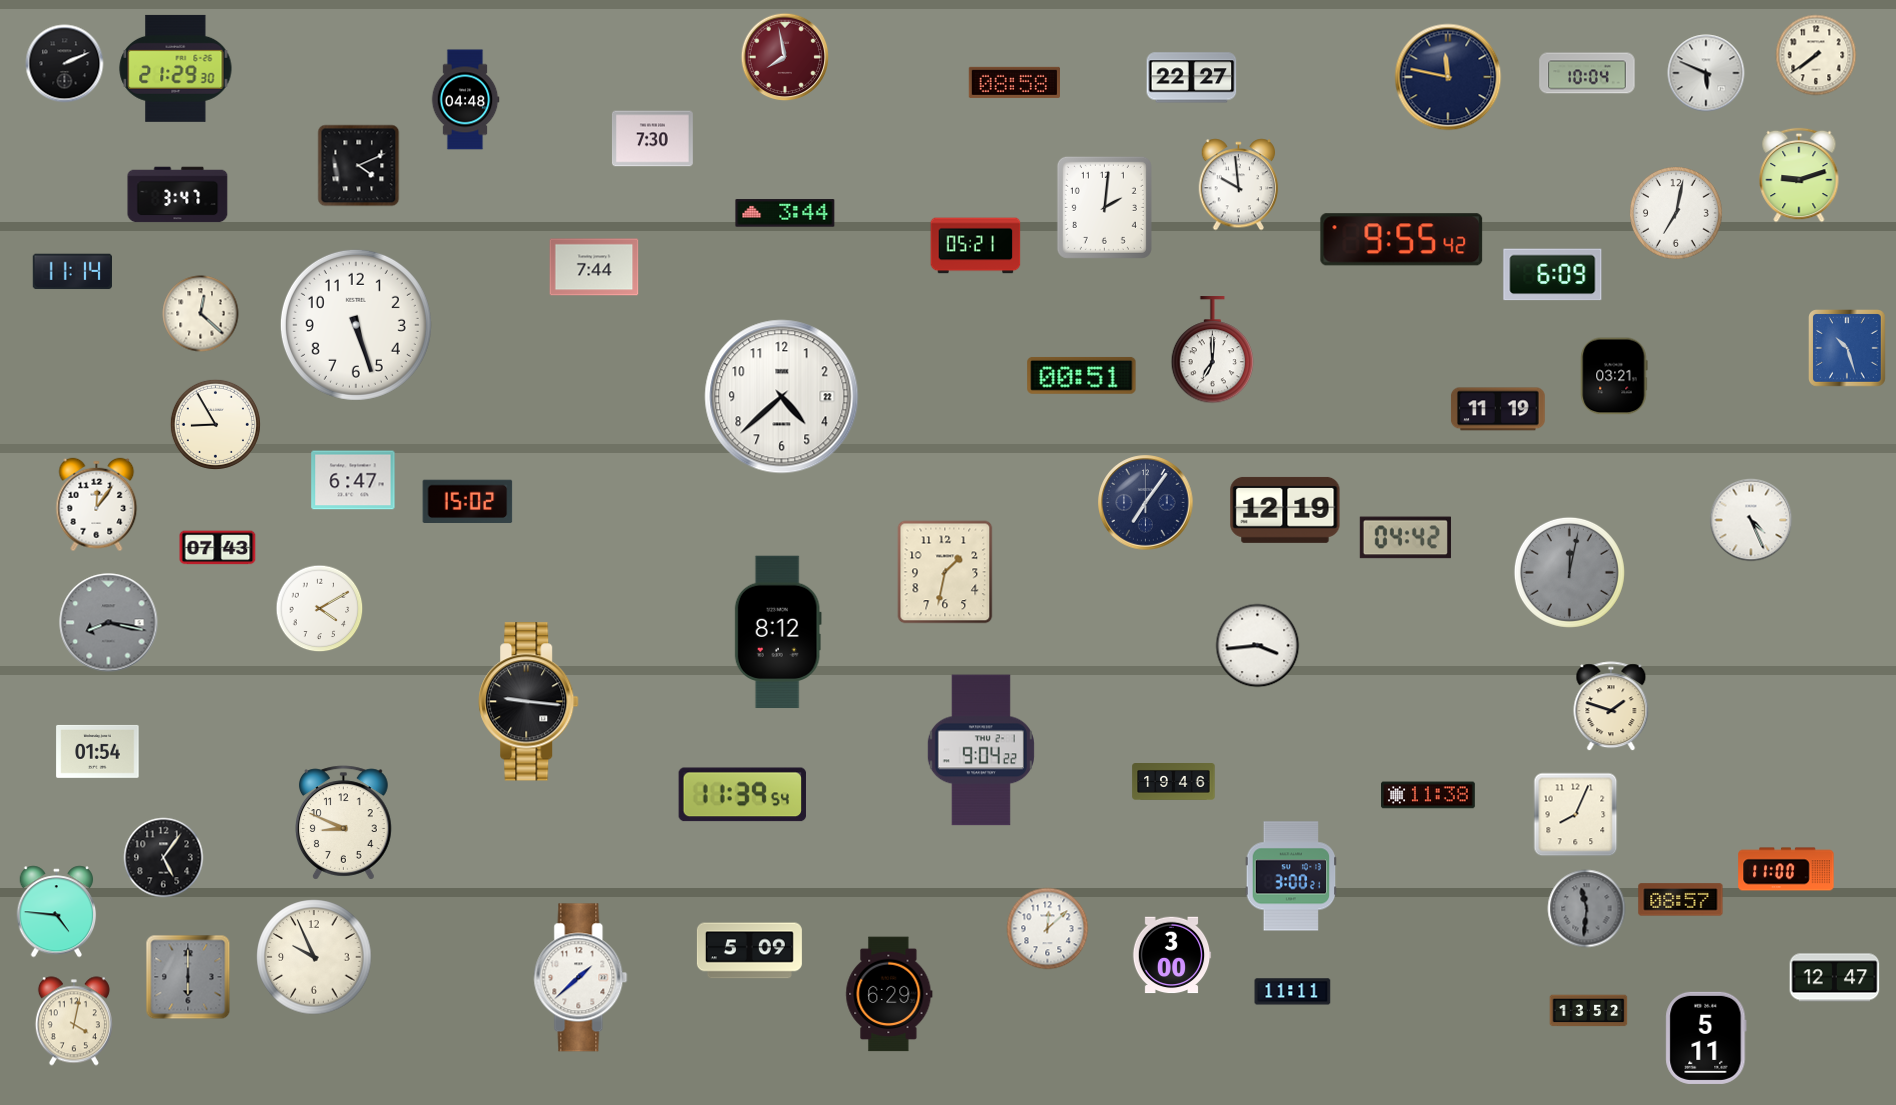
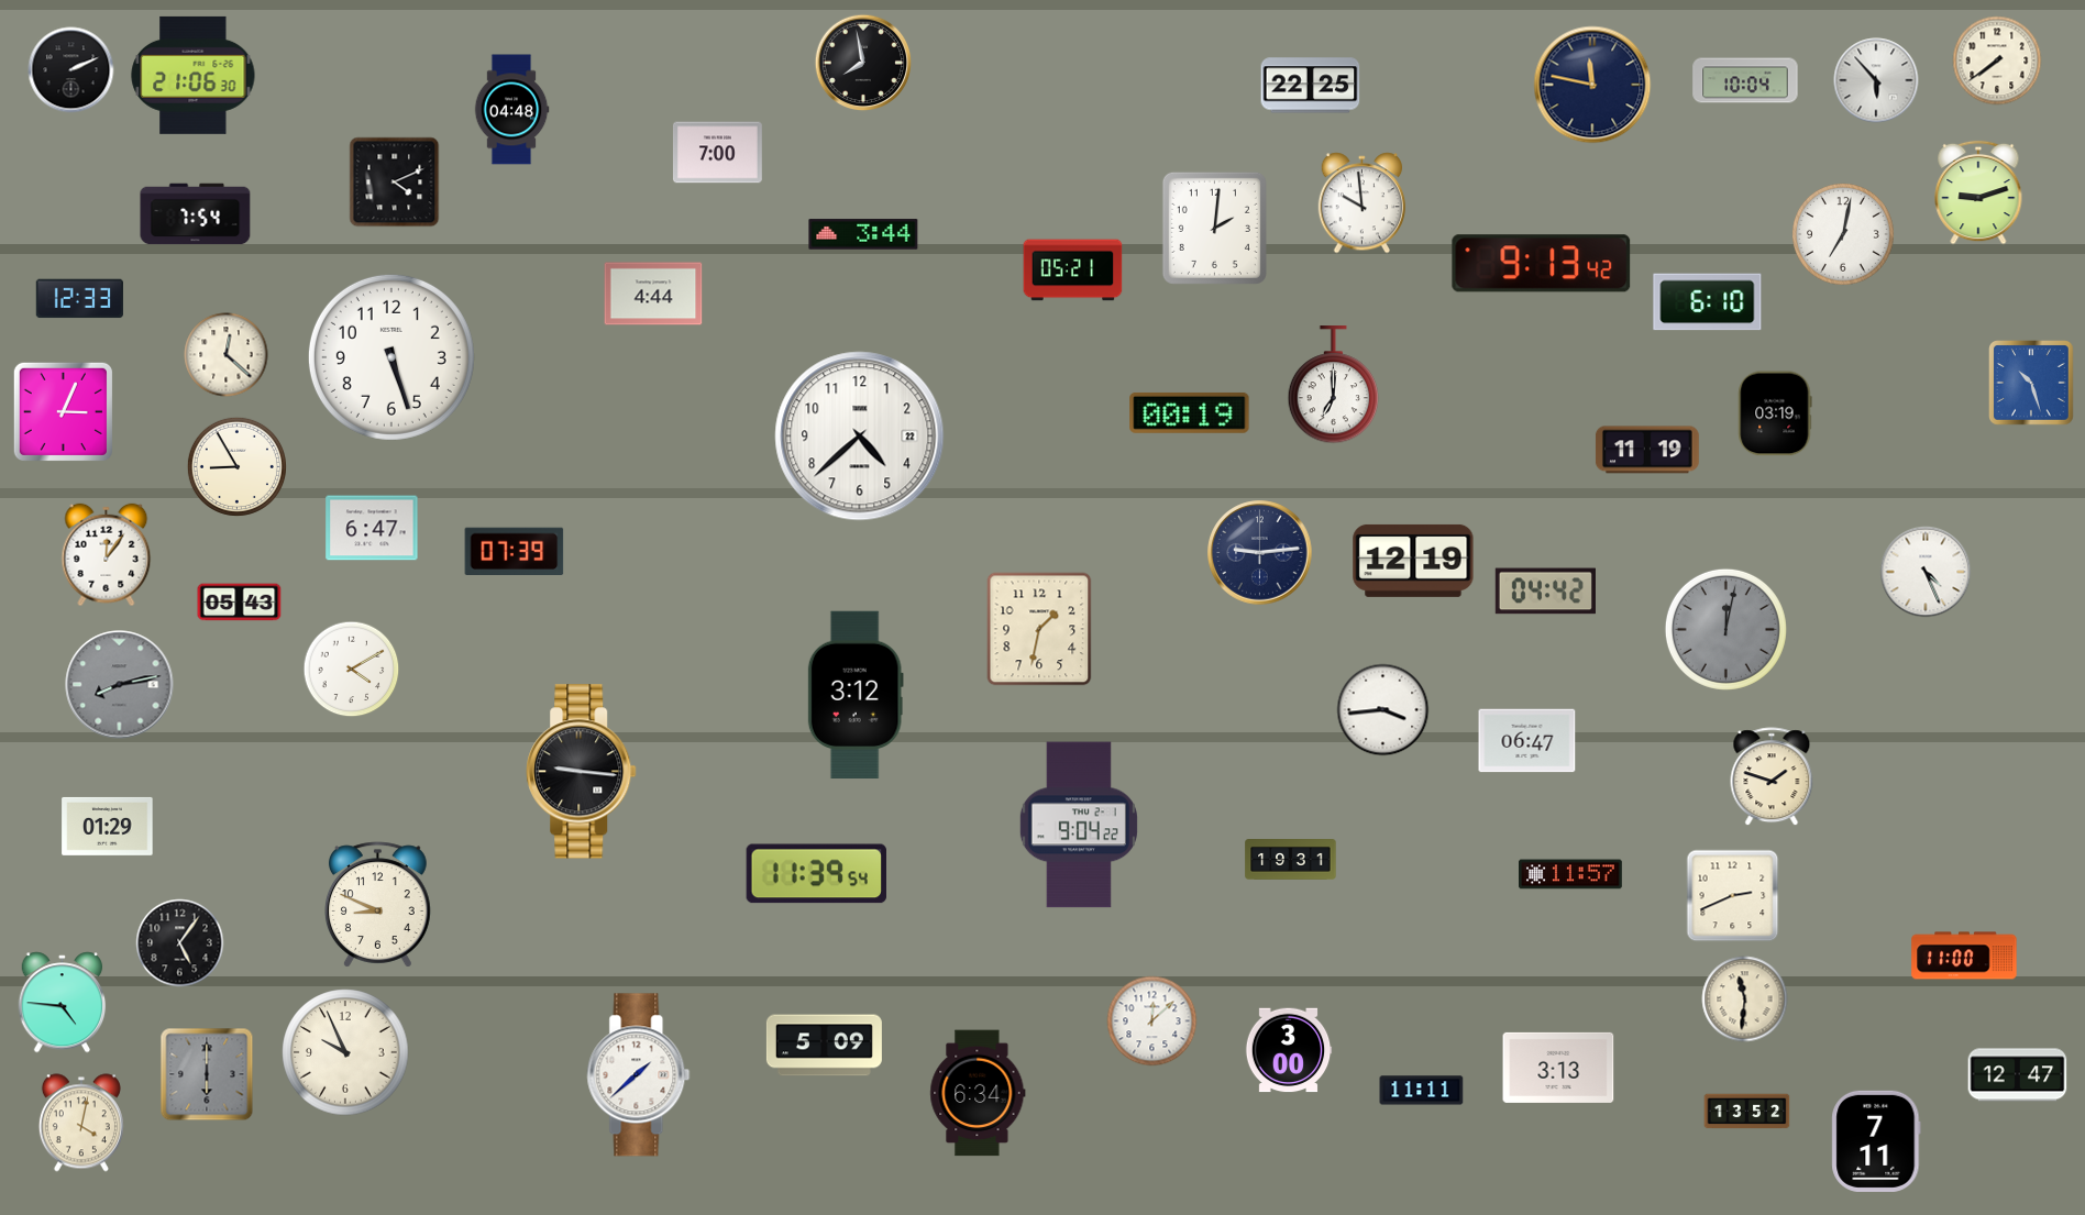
clock at (785, 57) dial: burgundy -> black
clock at (176, 68): 21:29 -> 21:06
clock at (1706, 73): 5:49 -> 5:53
clock at (1192, 78): 22:27 -> 22:25
clock at (1014, 82): 08:58 -> none
clock at (652, 139): 7:30 -> 7:00
clock at (178, 195): 3:47 -> 7:54
clock at (1402, 240): 9:55 -> 9:13
clock at (594, 267): 7:44 -> 4:44
clock at (72, 272): 11:14 -> 12:33
clock at (1553, 275): 6:09 -> 6:10
clock at (201, 314) position: (201, 314) -> (227, 355)
clock at (63, 411): none -> 3:04
clock at (1082, 375): 00:51 -> 00:19
clock at (1614, 376): 03:21 -> 03:19
clock at (353, 480) position: (353, 480) -> (372, 528)
clock at (468, 502): 15:02 -> 07:39
clock at (1146, 503): 7:06 -> 9:14
clock at (218, 548): 07:43 -> 05:43
clock at (109, 623): 8:17 -> 8:13
clock at (778, 632): 8:12 -> 3:12
clock at (1527, 741): none -> 06:47
clock at (98, 751): 01:54 -> 01:29
clock at (1174, 782): 19:46 -> 19:31
clock at (1429, 795): 11:38 -> 11:57
clock at (1576, 815): 8:04 -> 2:41
clock at (1291, 876): 3:00 -> none
clock at (1681, 900): 08:57 -> none
clock at (1587, 909) dial: grey -> cream
clock at (1558, 1068): none -> 3:13
clock at (889, 994): 6:29 -> 6:34
clock at (1706, 1038): 5:11 -> 7:11
